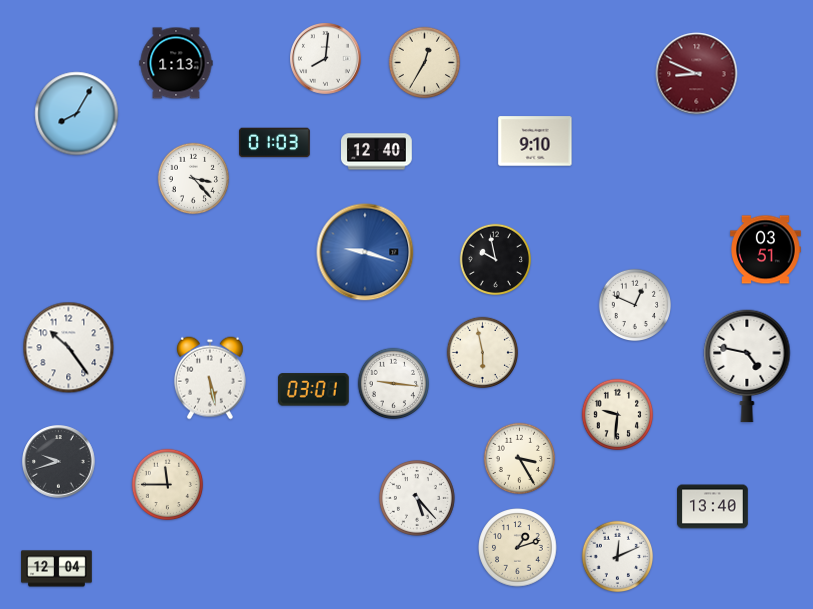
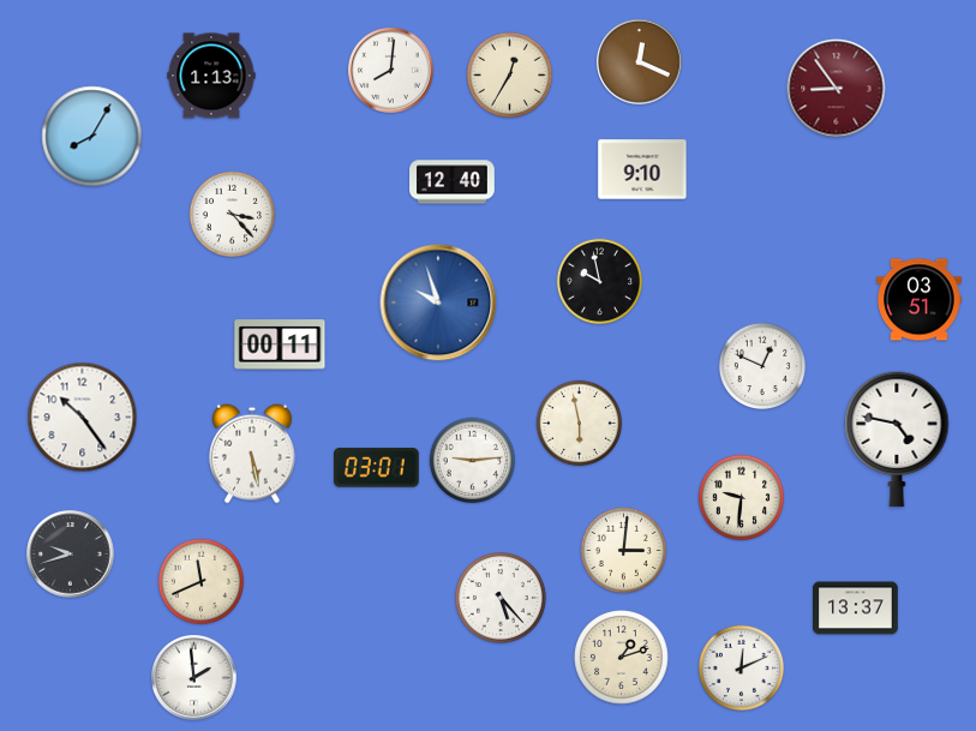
clock at (640, 62): none -> 12:19
clock at (697, 74): 8:49 -> 8:54
clock at (275, 143): 01:03 -> none
clock at (365, 252): 9:18 -> 9:57
clock at (496, 260) position: (496, 260) -> (600, 282)
clock at (280, 344): none -> 00:11
clock at (394, 384): 9:16 -> 9:14
clock at (520, 459): 3:25 -> 3:01
clock at (168, 485): 11:45 -> 11:41
clock at (713, 507): 13:40 -> 13:37
clock at (194, 678): none -> 1:59
clock at (57, 569): 12:04 -> none
